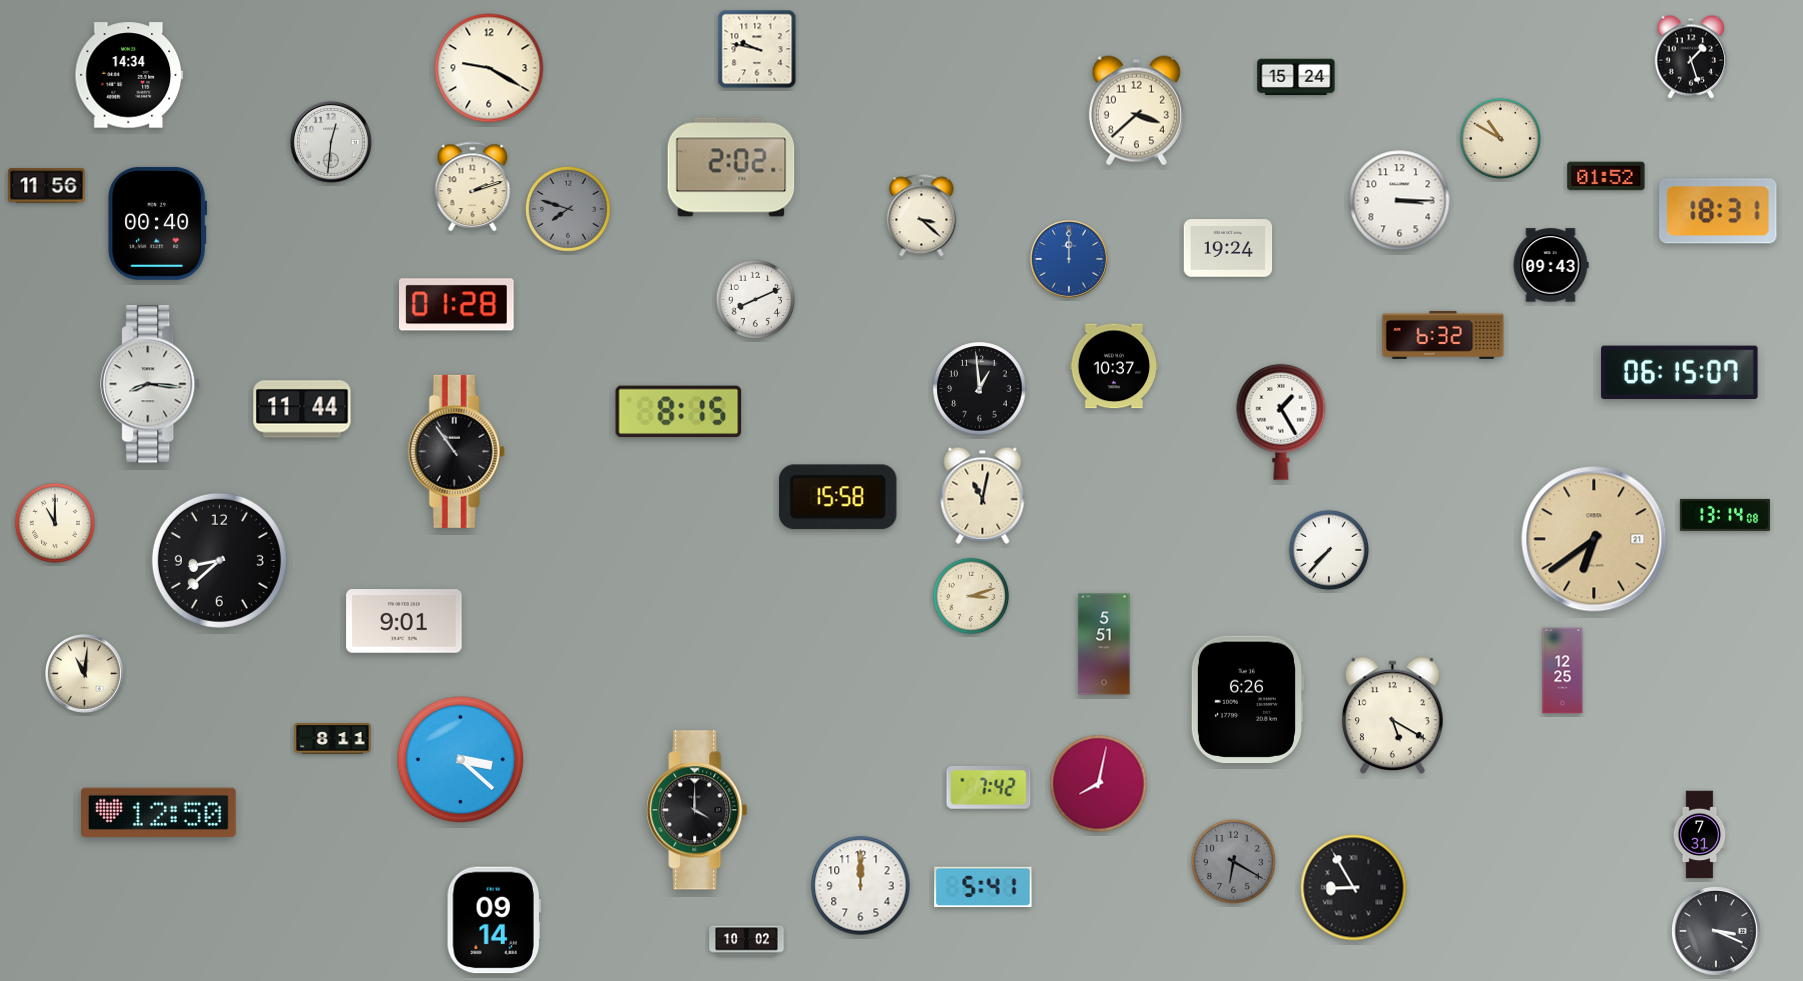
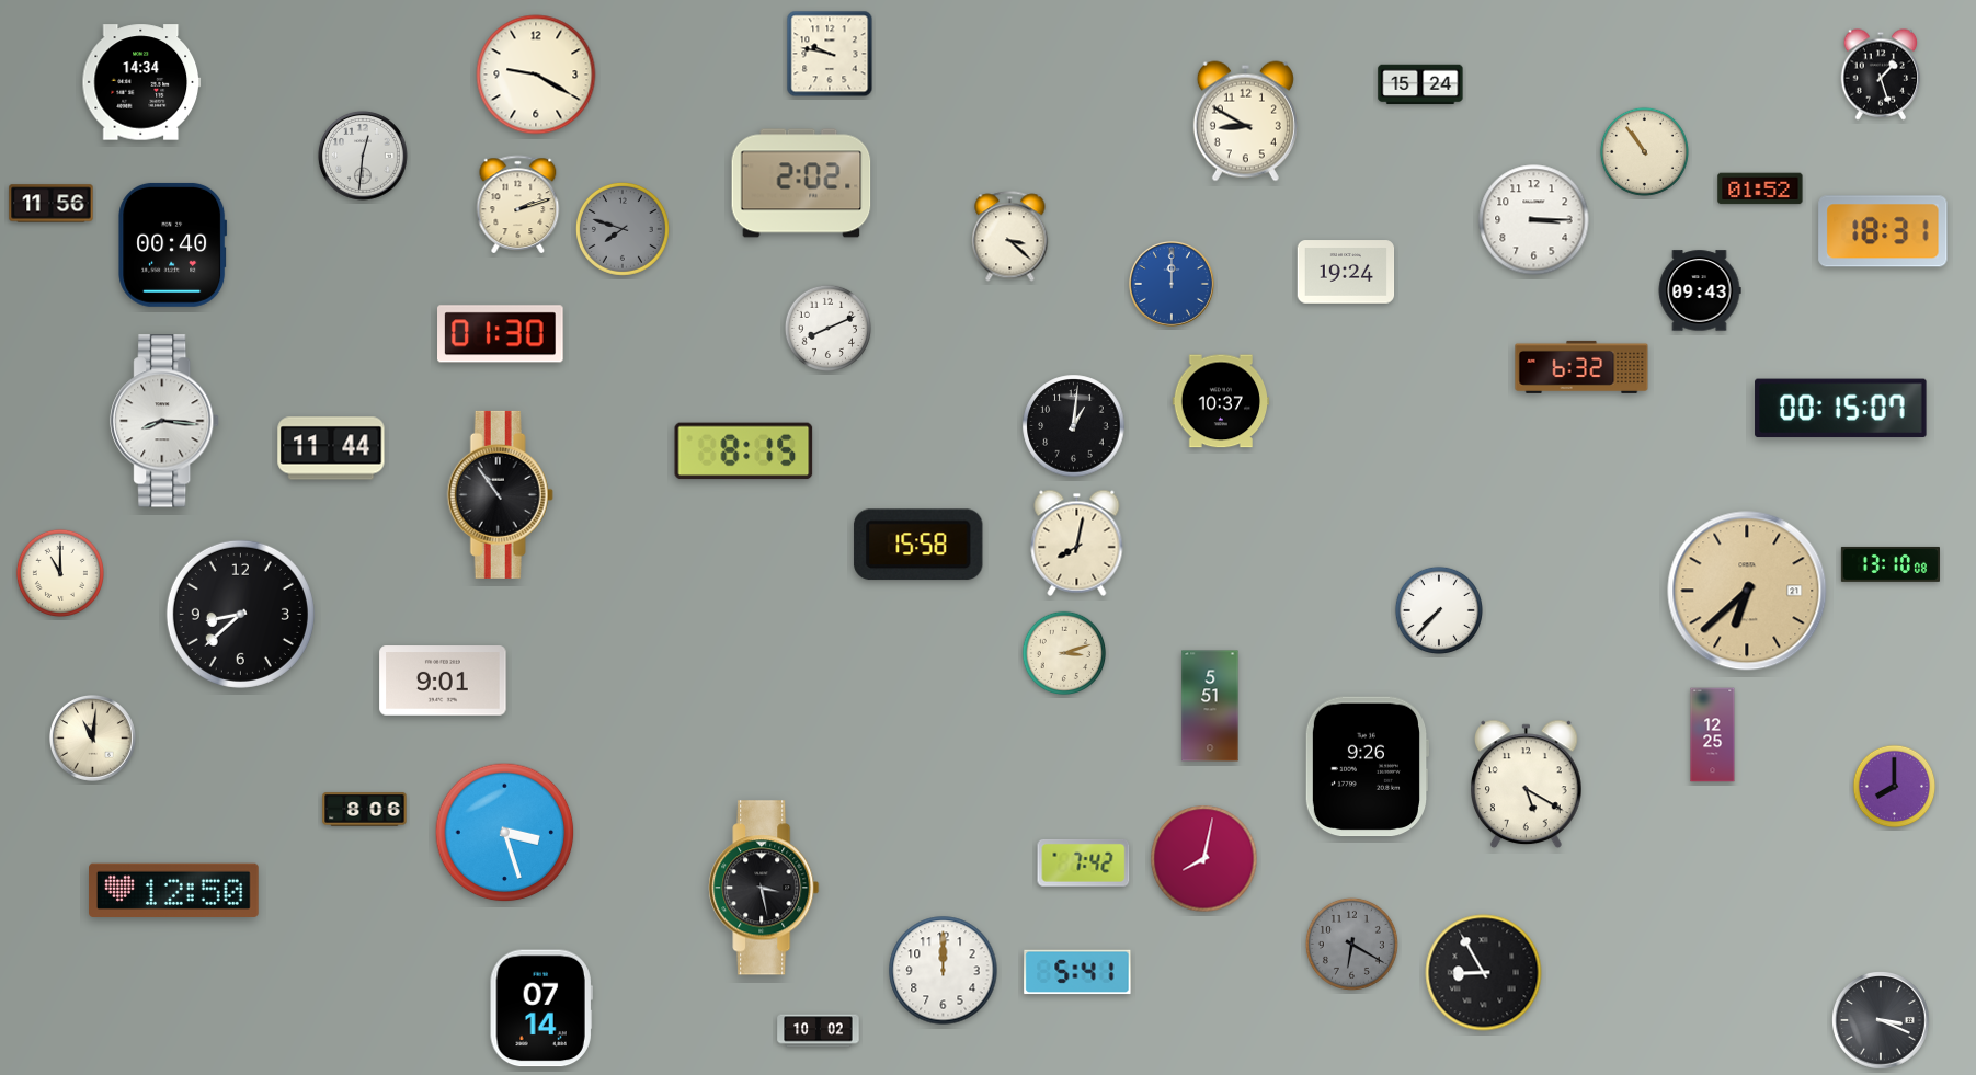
clock at (1691, 57) position: (1691, 57) -> (1881, 75)
clock at (1136, 111): 3:38 -> 8:50
clock at (1500, 138): 10:50 -> 10:54
clock at (1606, 176) position: (1606, 176) -> (1760, 188)
clock at (457, 305): 01:28 -> 01:30
clock at (1680, 373): 06:15 -> 00:15
clock at (980, 389): 12:59 -> 1:01
clock at (1281, 422): 1:25 -> none
clock at (983, 495): 11:02 -> 8:02
clock at (1725, 515): 13:14 -> 13:10
clock at (1594, 539): 6:39 -> 6:38
clock at (1329, 550) position: (1329, 550) -> (1439, 610)
clock at (1246, 700): 6:26 -> 9:26
clock at (1895, 787): none -> 8:00
clock at (333, 739): 8:11 -> 8:06
clock at (461, 760): 3:22 -> 3:27
clock at (697, 810): 4:00 -> 3:28
clock at (1700, 835): 7:31 -> none
clock at (494, 920): 09:14 -> 07:14
